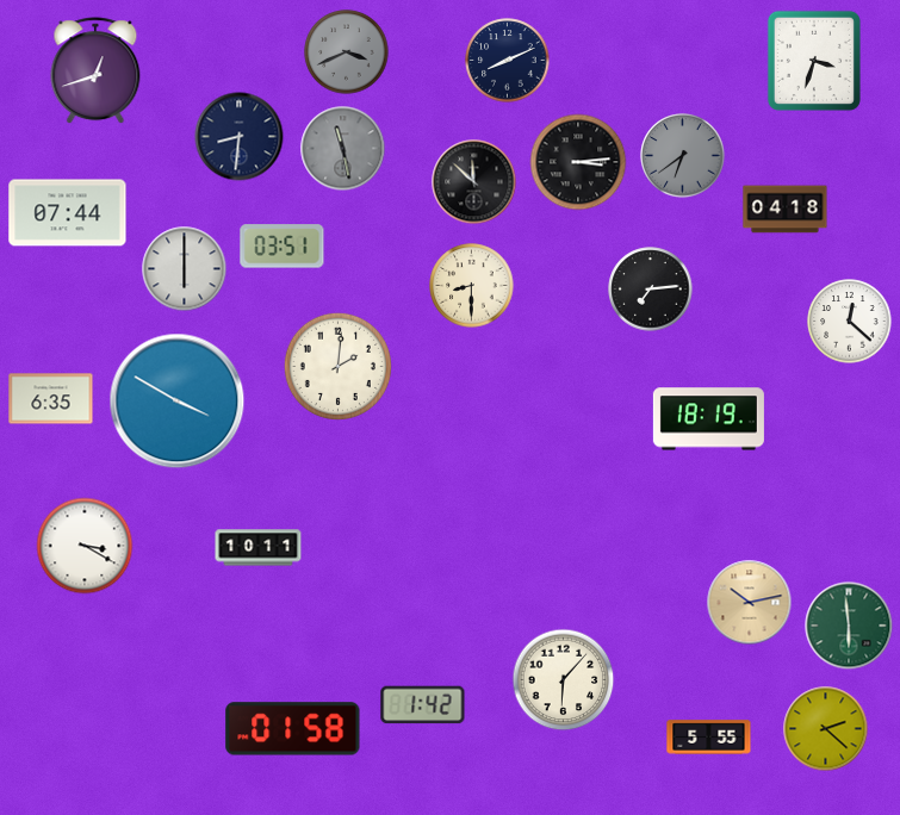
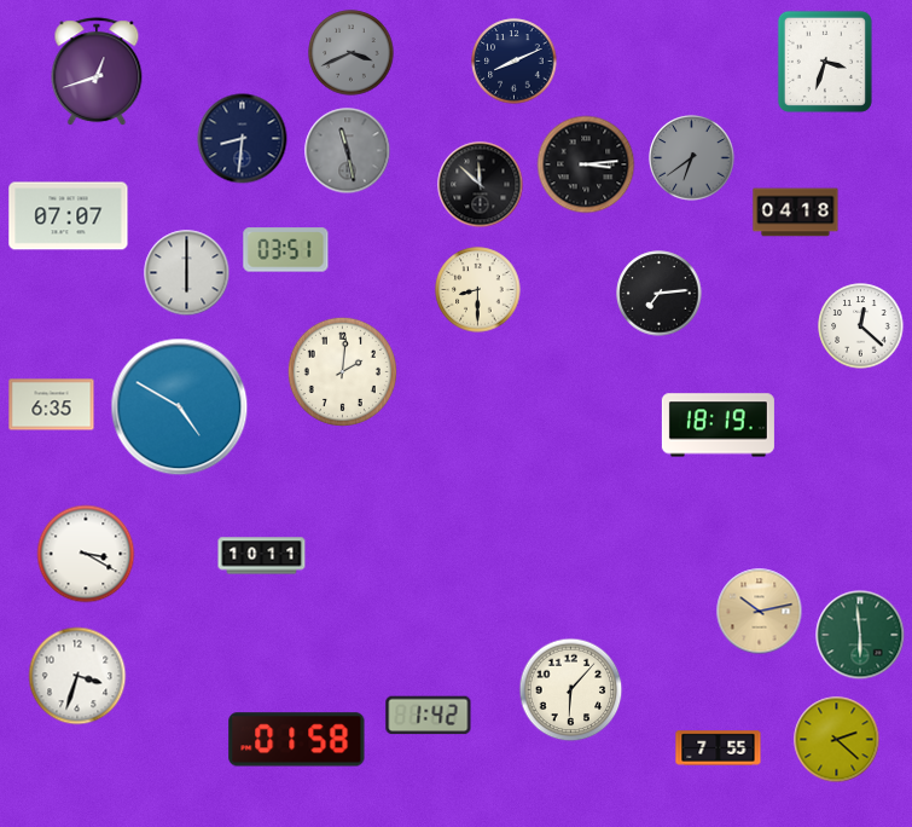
clock at (68, 213): 07:44 -> 07:07
clock at (178, 402): 3:50 -> 4:50
clock at (77, 676): none -> 3:33
clock at (709, 738): 5:55 -> 7:55
